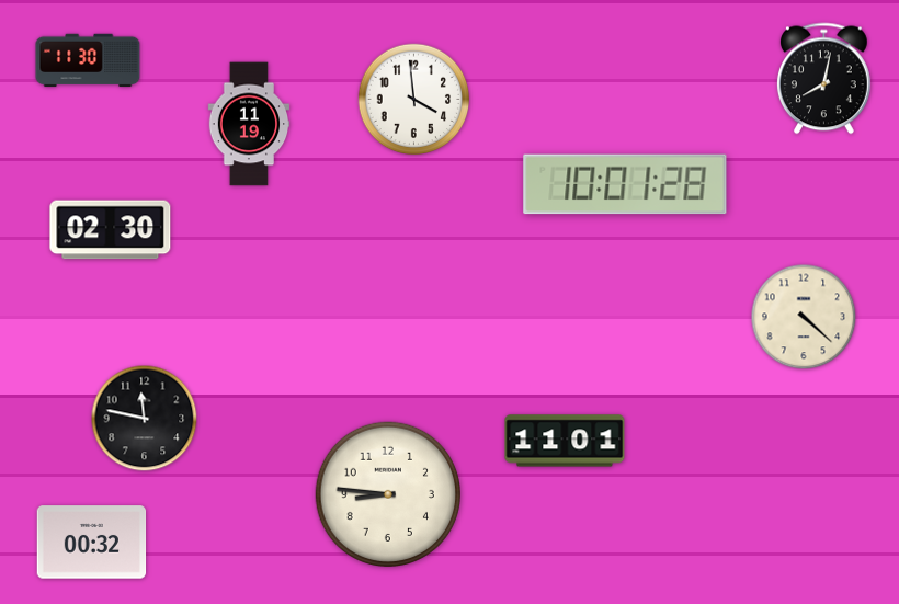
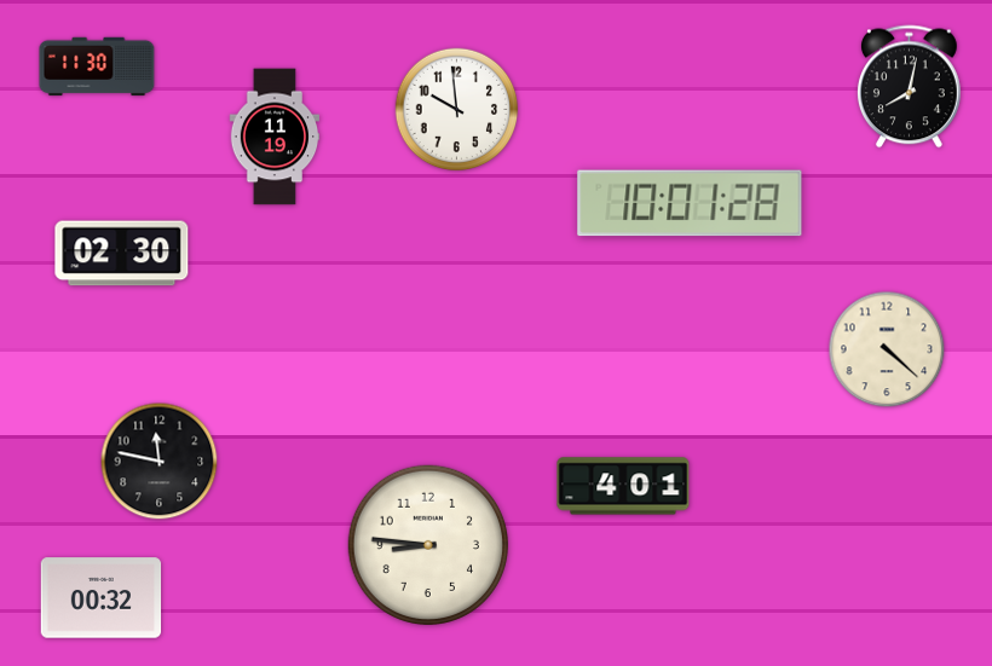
clock at (414, 100): 3:59 -> 9:59
clock at (565, 441): 11:01 -> 4:01
